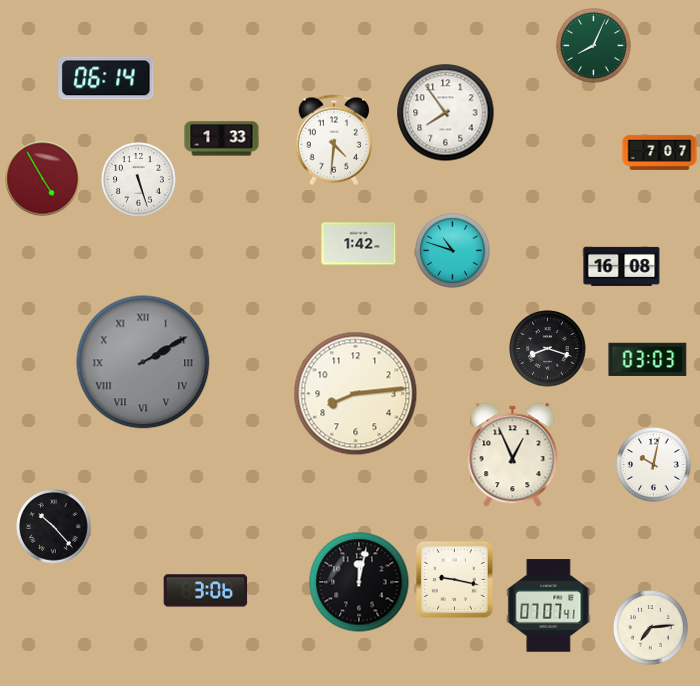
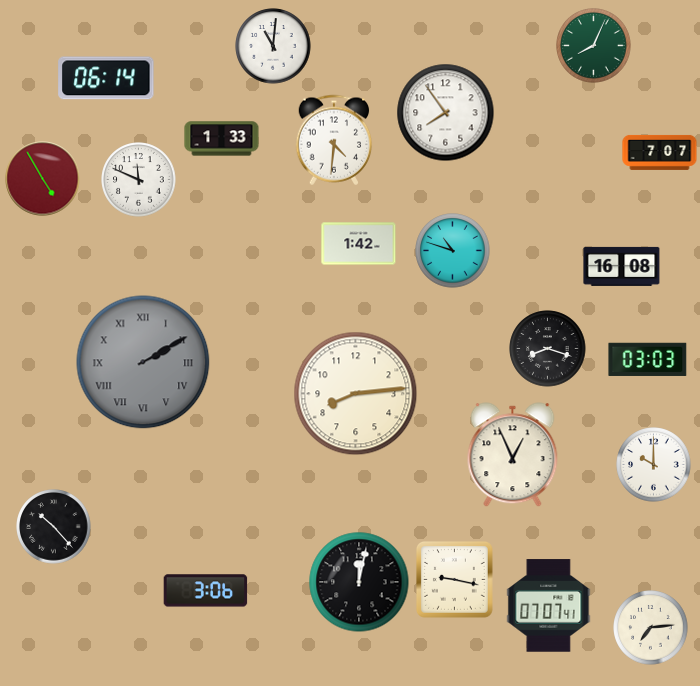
clock at (273, 46): none -> 11:01
clock at (139, 180): 5:27 -> 11:49
clock at (654, 465): 10:02 -> 10:00
